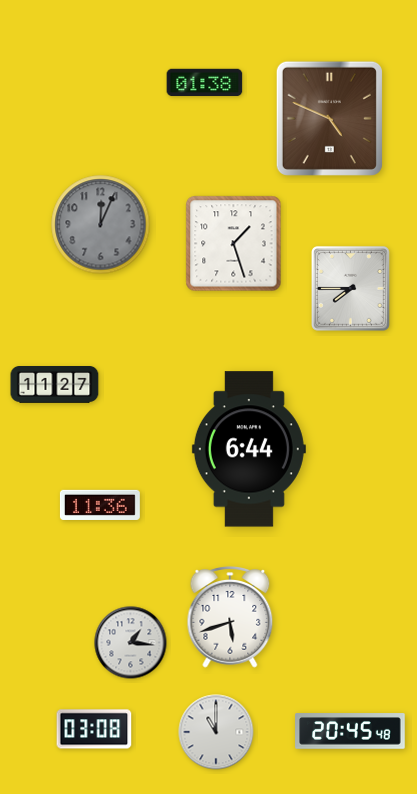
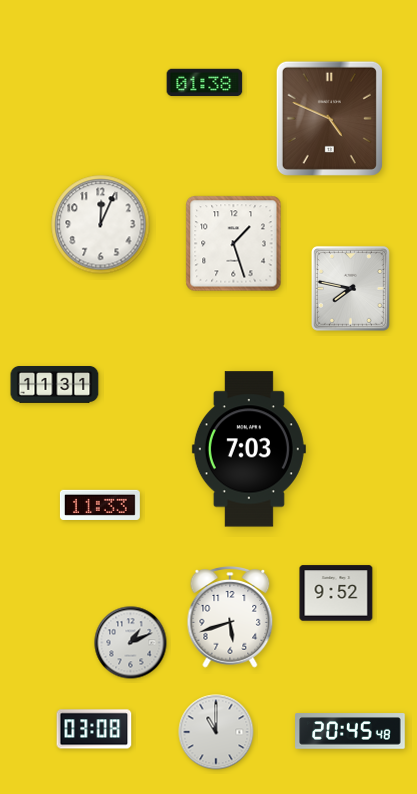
clock at (101, 225) dial: grey -> white
clock at (350, 288): 7:45 -> 7:47
clock at (55, 385): 11:27 -> 11:31
clock at (249, 449): 6:44 -> 7:03
clock at (100, 505): 11:36 -> 11:33
clock at (336, 593): none -> 9:52
clock at (131, 643): 1:16 -> 1:11
